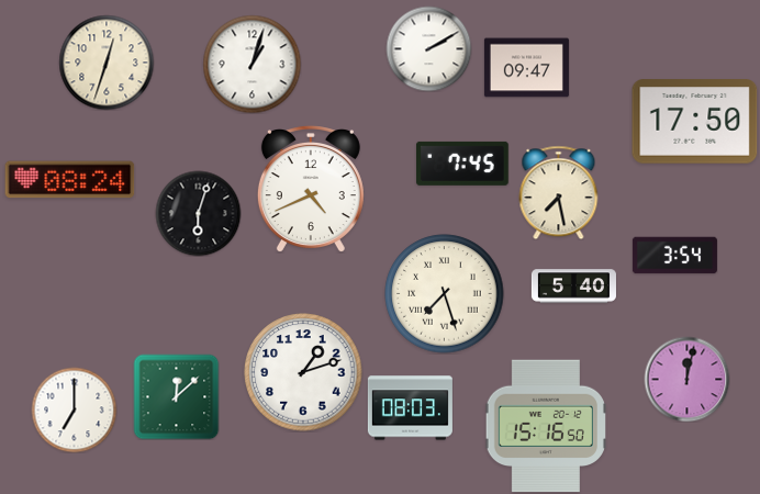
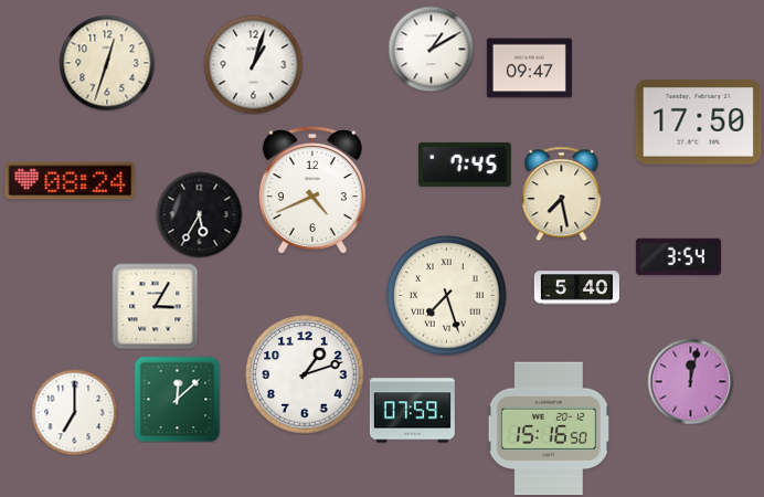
clock at (428, 48): 2:10 -> 1:10
clock at (198, 213): 6:03 -> 5:35
clock at (155, 306): none -> 3:05
clock at (410, 408): 08:03 -> 07:59
